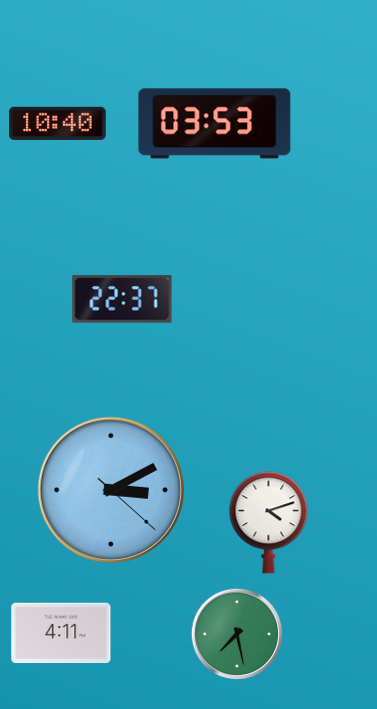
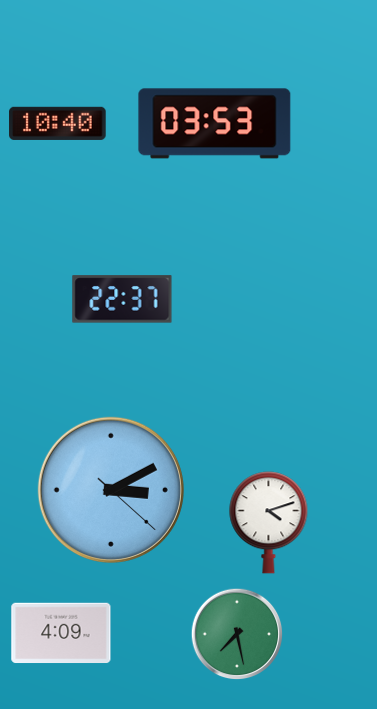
clock at (61, 633): 4:11 -> 4:09
